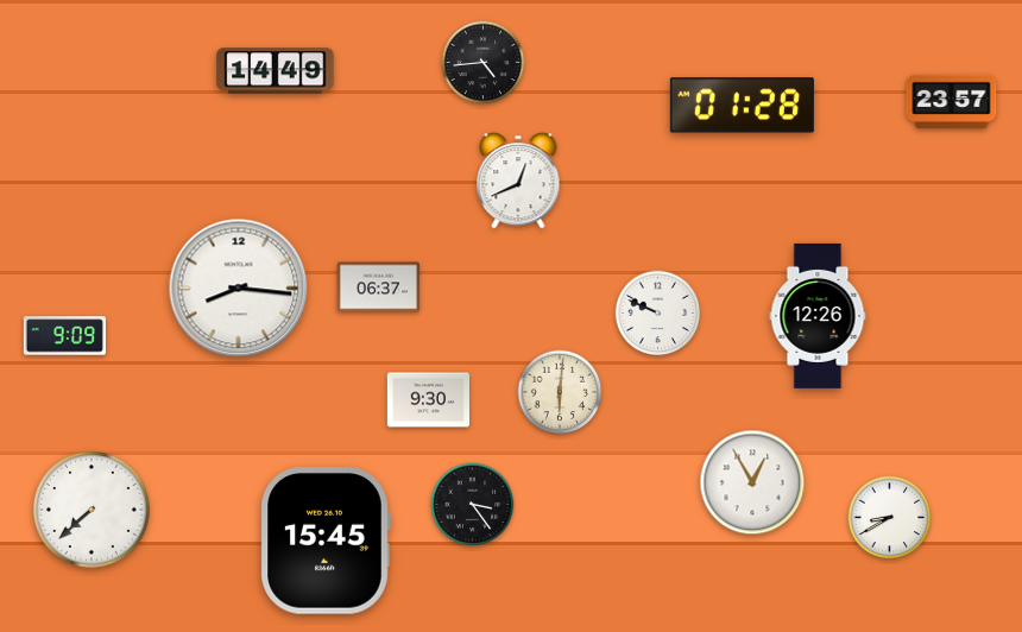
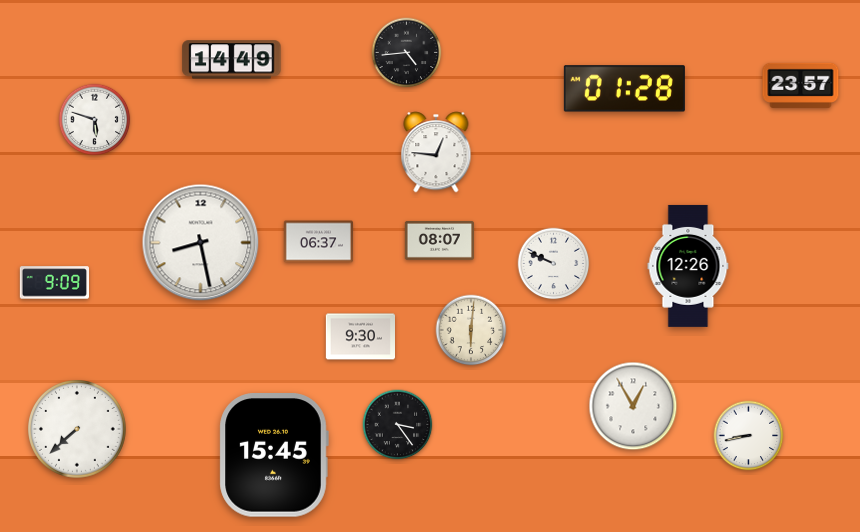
clock at (95, 120): none -> 5:48
clock at (518, 181): 12:41 -> 12:46
clock at (439, 240): none -> 08:07
clock at (239, 289): 8:16 -> 8:28
clock at (890, 518): 8:40 -> 8:43
